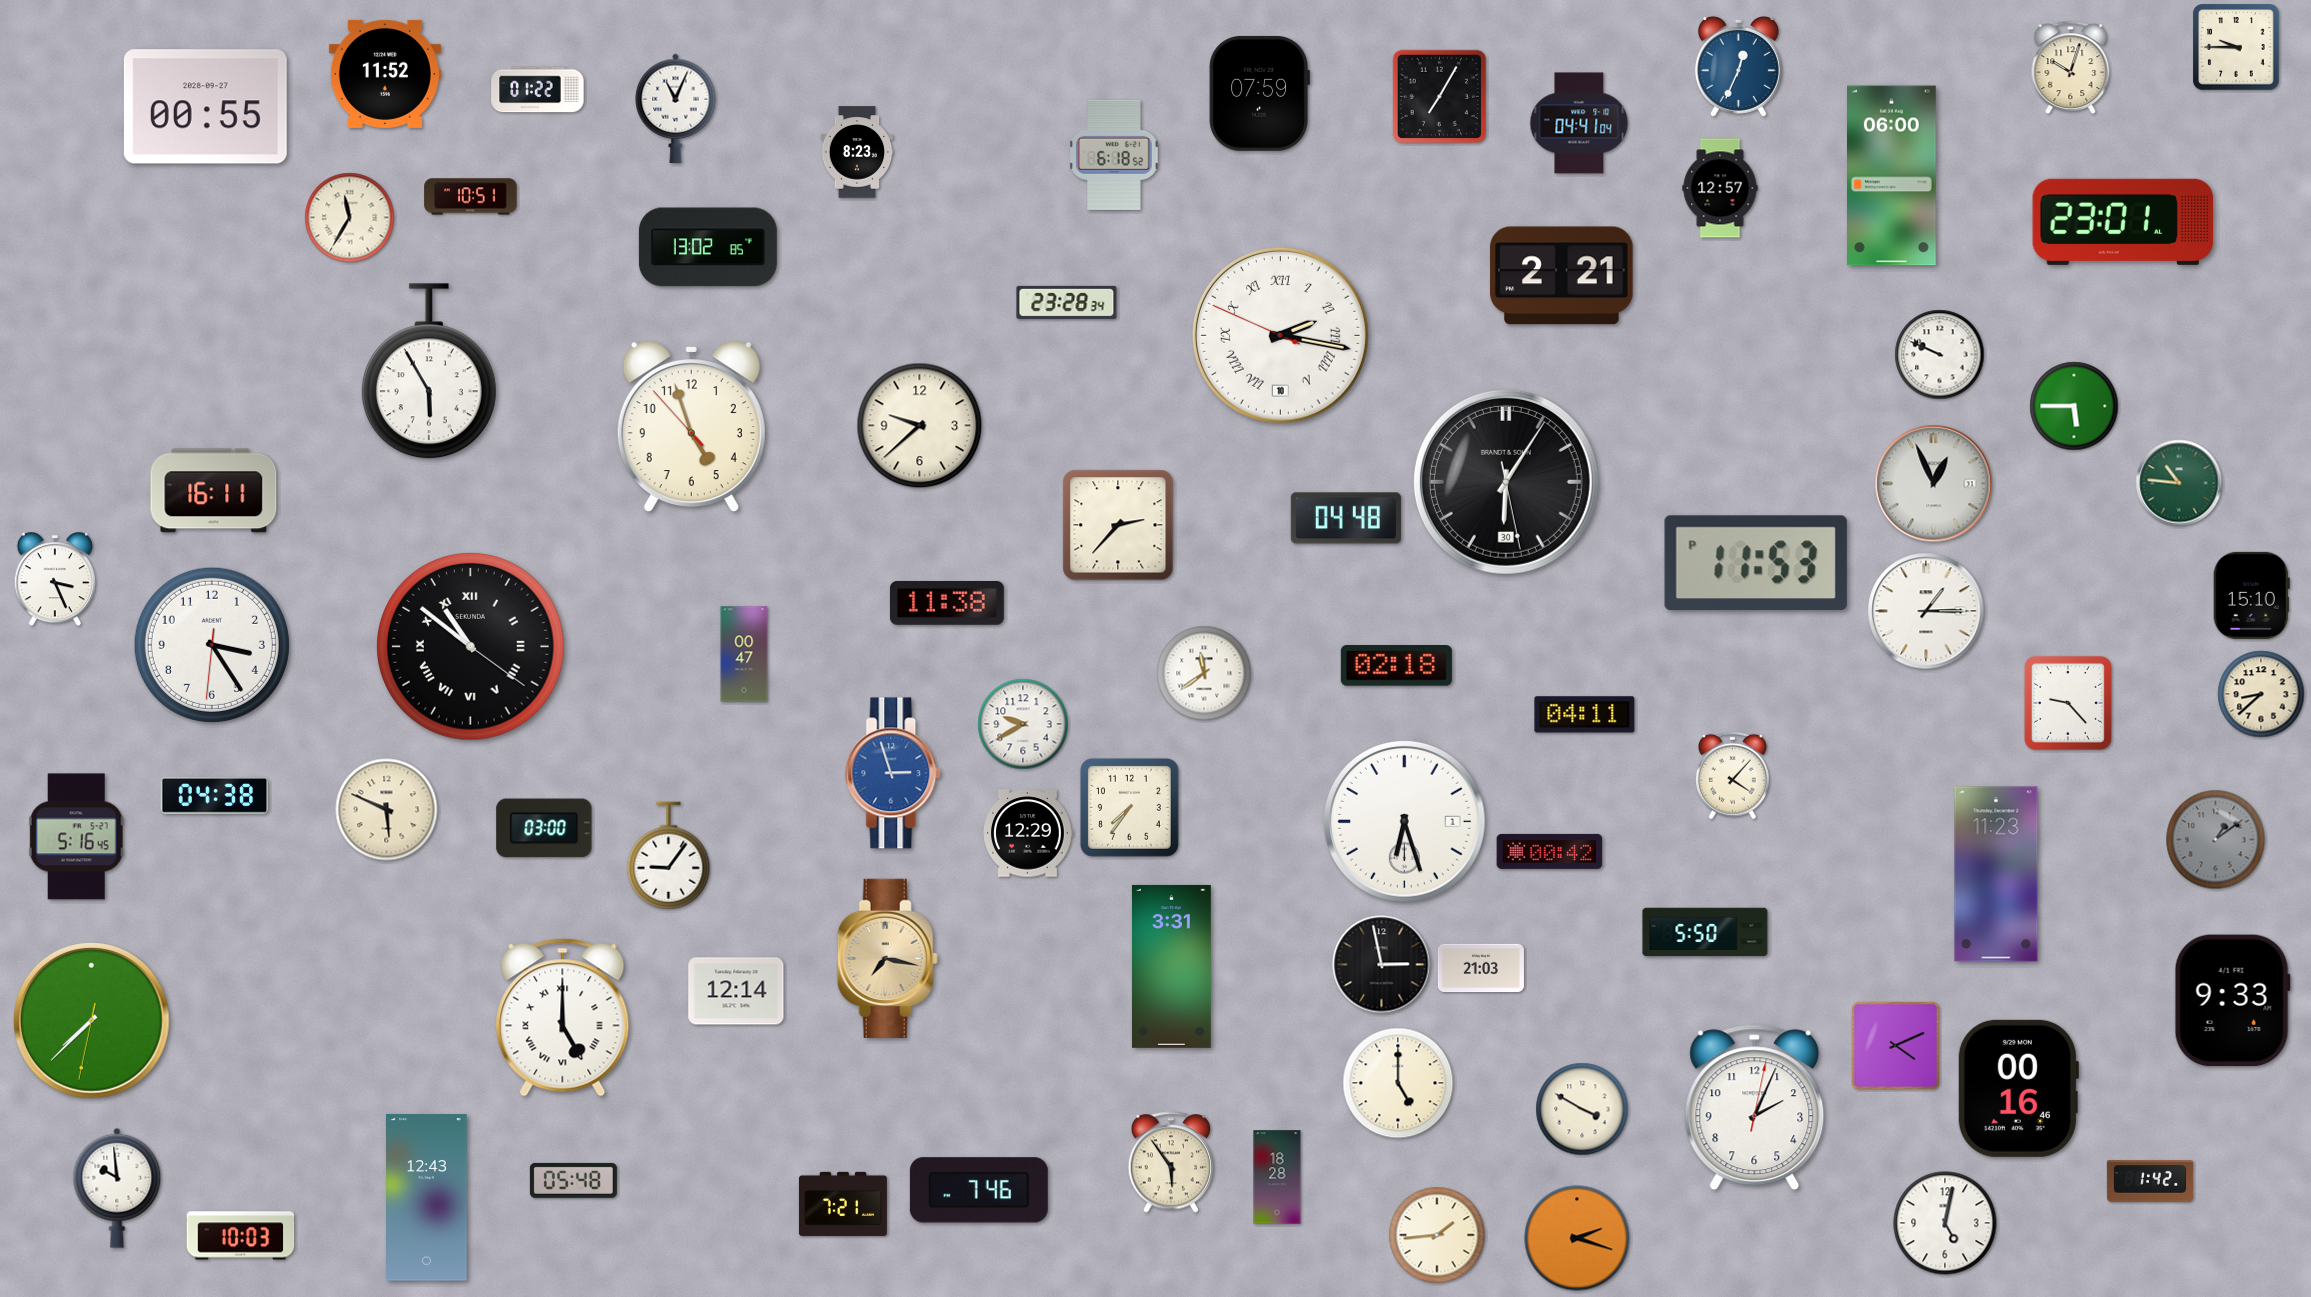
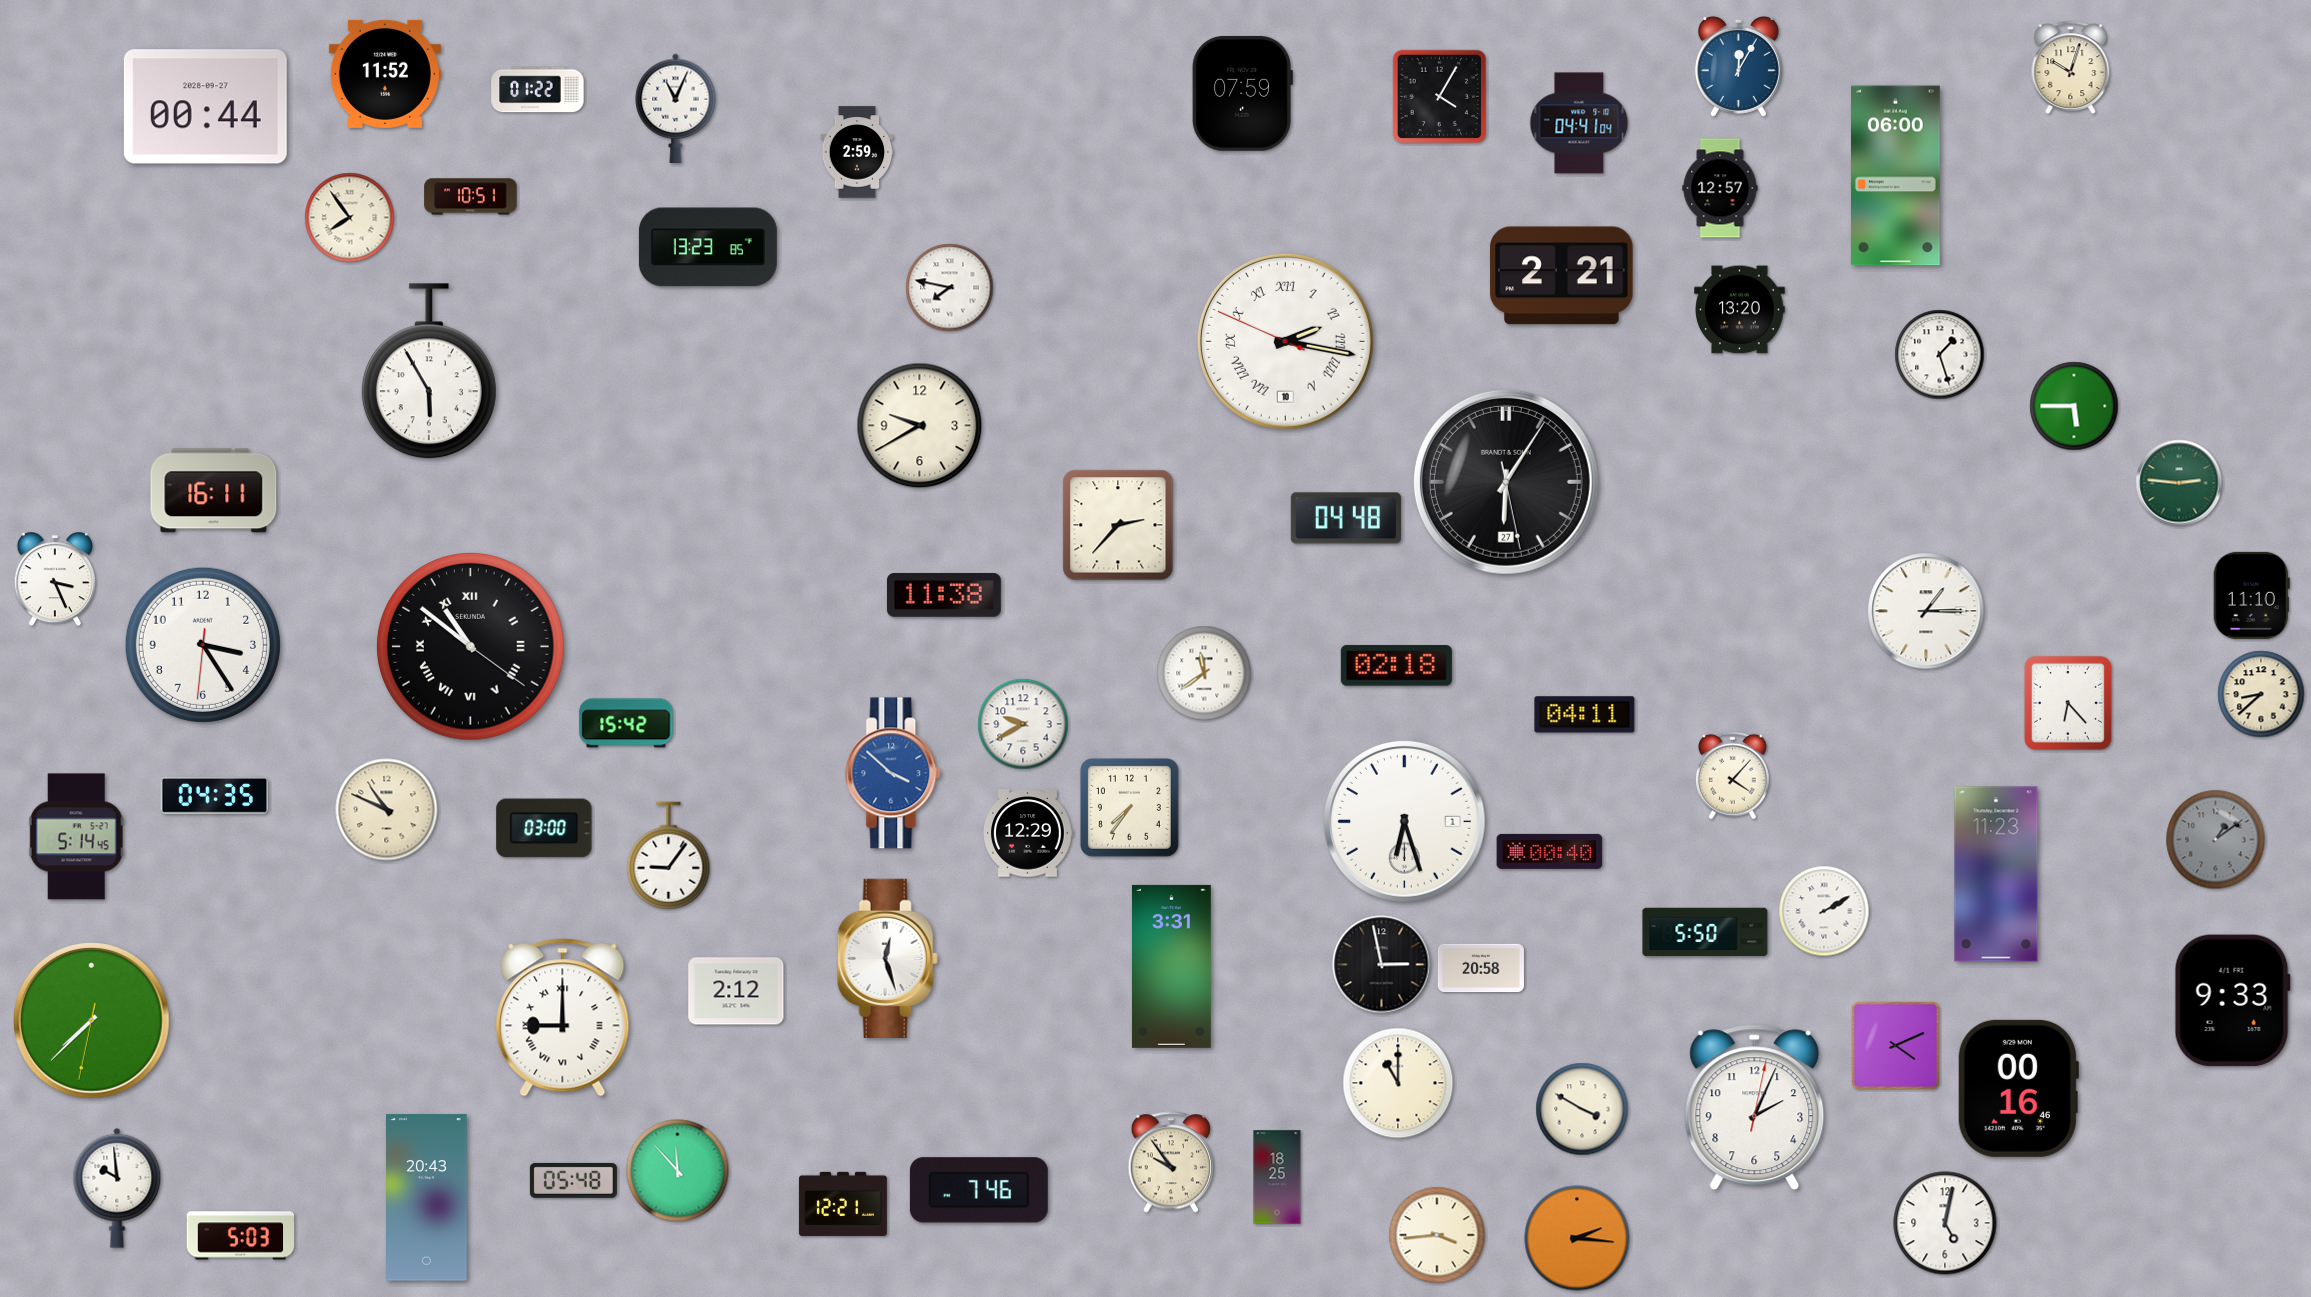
clock at (2236, 47): 9:45 -> none
clock at (1738, 66): 12:34 -> 12:05
clock at (1259, 93) position: (1259, 93) -> (1242, 93)
clock at (1440, 97): 7:05 -> 4:05
clock at (205, 107): 00:55 -> 00:44
clock at (857, 152): 8:23 -> 2:59
clock at (1114, 155): 6:18 -> none
clock at (1892, 176) position: (1892, 176) -> (1896, 176)
clock at (350, 218): 11:35 -> 7:54
clock at (2123, 222): 23:01 -> none
clock at (708, 247): 13:02 -> 13:23
clock at (950, 288): none -> 7:47
clock at (1067, 302): 23:28 -> none
clock at (1740, 310): none -> 13:20
clock at (1280, 335) position: (1280, 335) -> (1285, 341)
clock at (1940, 355): 9:49 -> 1:27
clock at (920, 426): 9:38 -> 9:40
clock at (691, 427): 4:56 -> none
clock at (1506, 482) date: 30 -> 27
clock at (2179, 483): 10:46 -> 2:46
clock at (1934, 484): 12:56 -> none
clock at (1756, 563): 11:53 -> none
clock at (2251, 595): 15:10 -> 11:10
clock at (947, 604) position: (947, 604) -> (944, 596)
clock at (212, 645) position: (212, 645) -> (203, 645)
clock at (744, 654): 00:47 -> none
clock at (2068, 703): 9:23 -> 6:23
clock at (626, 723): none -> 15:42
clock at (894, 773): 2:57 -> 3:52
clock at (215, 796): 04:38 -> 04:35
clock at (387, 810): 5:49 -> 10:49
clock at (76, 837): 5:16 -> 5:14
clock at (1550, 851): 00:42 -> 00:40
clock at (1824, 911): none -> 2:10
clock at (887, 958): 7:17 -> 12:27
clock at (887, 958) dial: champagne -> white
clock at (1481, 968): 21:03 -> 20:58
clock at (736, 991): 12:14 -> 2:12
clock at (563, 1018): 5:00 -> 9:00
clock at (1398, 1083): 5:00 -> 11:00
clock at (1171, 1162): 5:54 -> 9:54
clock at (678, 1171): none -> 11:53
clock at (1277, 1177): 18:28 -> 18:25
clock at (2150, 1181): 1:42 -> none
clock at (427, 1198): 12:43 -> 20:43
clock at (843, 1204): 7:21 -> 12:21
clock at (1437, 1235): 1:44 -> 3:44
clock at (241, 1236): 10:03 -> 5:03
clock at (1577, 1238): 2:18 -> 2:16
